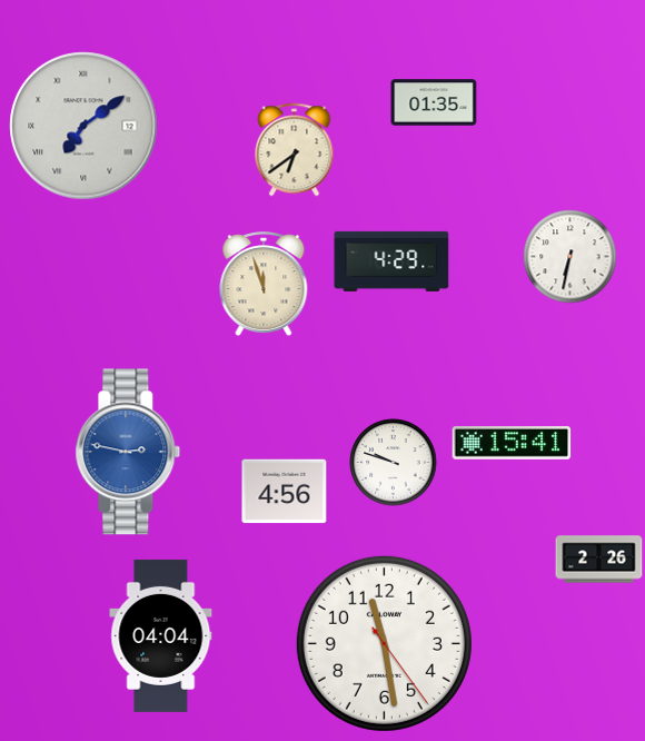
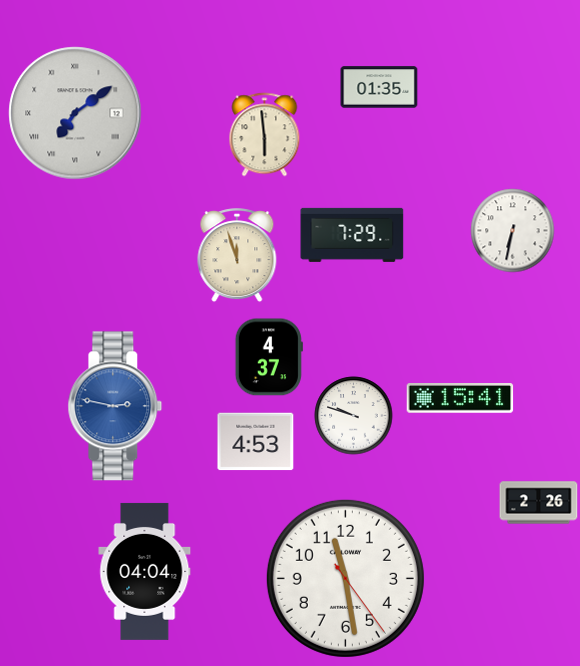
clock at (434, 102) position: (434, 102) -> (379, 87)
clock at (295, 150): 6:39 -> 5:59
clock at (391, 261): 4:29 -> 7:29
clock at (269, 357): none -> 4:37
clock at (285, 492): 4:56 -> 4:53
